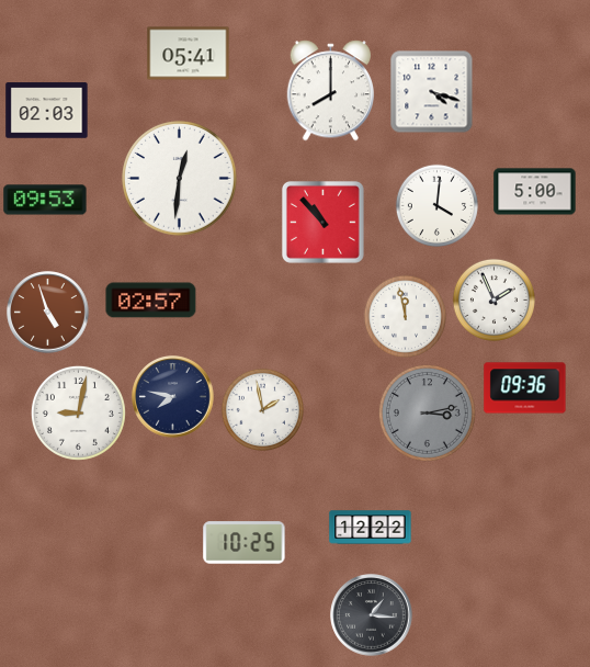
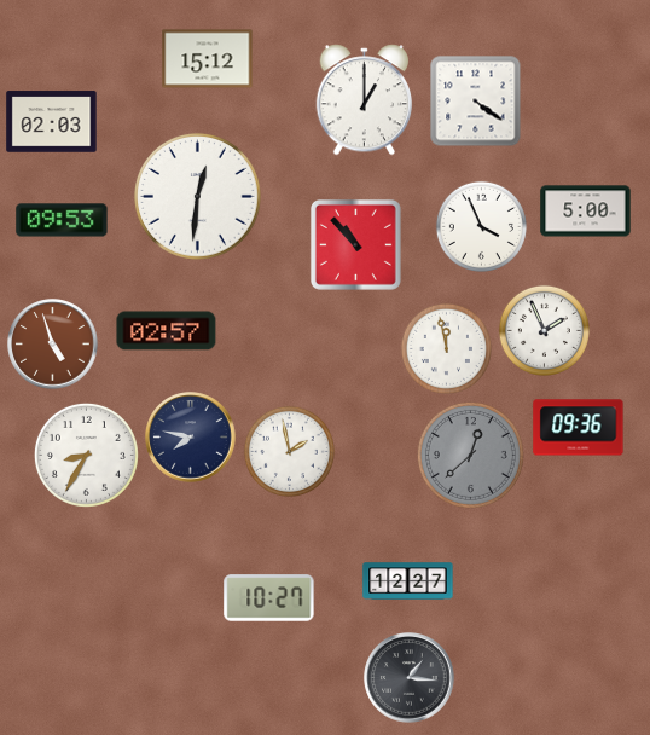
clock at (189, 54): 05:41 -> 15:12
clock at (331, 91): 8:00 -> 1:00
clock at (432, 92): 4:18 -> 4:21
clock at (535, 192) position: (535, 192) -> (586, 212)
clock at (45, 200) position: (45, 200) -> (62, 220)
clock at (436, 205): 4:01 -> 3:56
clock at (78, 412): 9:02 -> 8:35
clock at (427, 412): 3:13 -> 12:38
clock at (371, 528): 12:22 -> 12:27
clock at (245, 543): 10:25 -> 10:27
